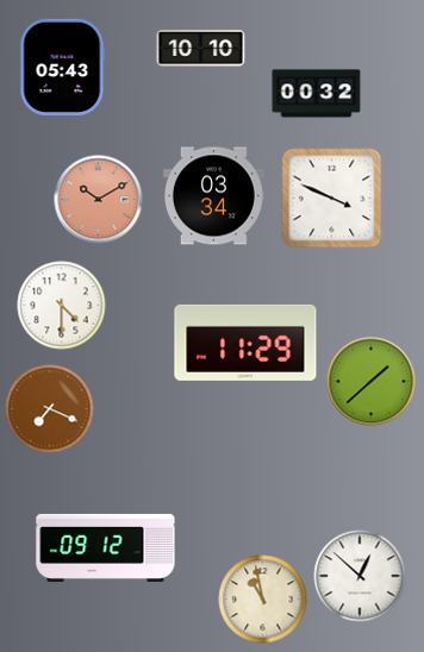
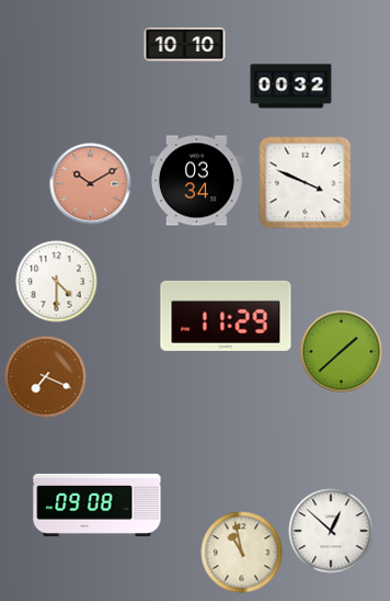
clock at (63, 68): 05:43 -> none
clock at (106, 547): 09:12 -> 09:08
